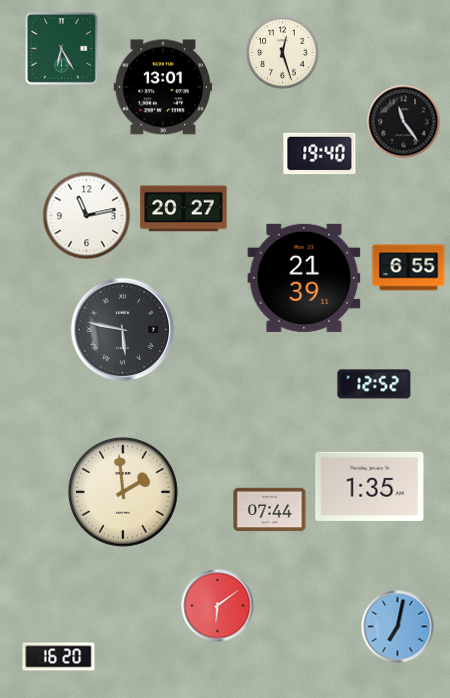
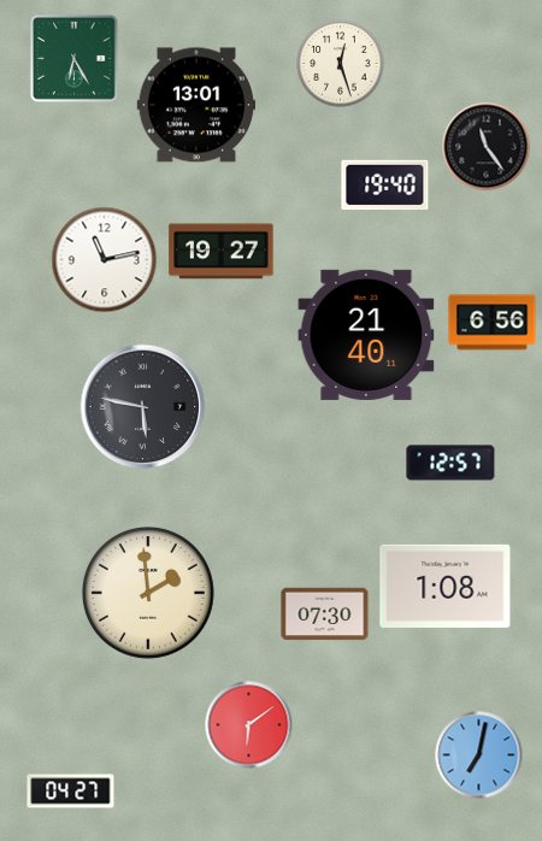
clock at (184, 209): 20:27 -> 19:27
clock at (409, 268): 6:55 -> 6:56
clock at (304, 278): 21:39 -> 21:40
clock at (123, 330) position: (123, 330) -> (143, 407)
clock at (374, 384): 12:52 -> 12:57
clock at (370, 486): 1:35 -> 1:08
clock at (270, 510): 07:44 -> 07:30
clock at (218, 606) position: (218, 606) -> (249, 725)
clock at (59, 657): 16:20 -> 04:27
